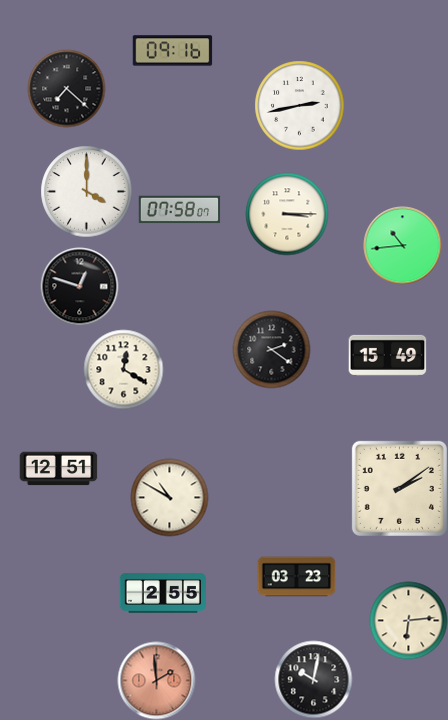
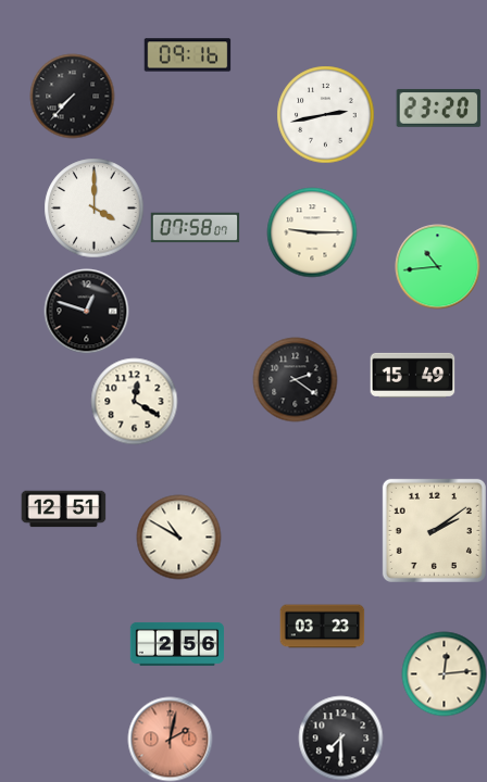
clock at (66, 88): 7:22 -> 7:37
clock at (438, 108): none -> 23:20
clock at (287, 214): 3:15 -> 9:15
clock at (387, 355) position: (387, 355) -> (412, 375)
clock at (169, 497) position: (169, 497) -> (178, 537)
clock at (163, 593): 2:55 -> 2:56
clock at (408, 620): 6:14 -> 12:14
clock at (313, 679): 10:02 -> 7:30
clock at (156, 680): 1:59 -> 2:02
